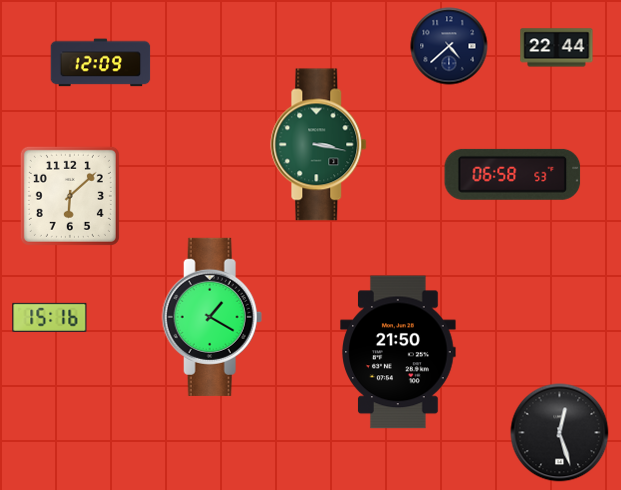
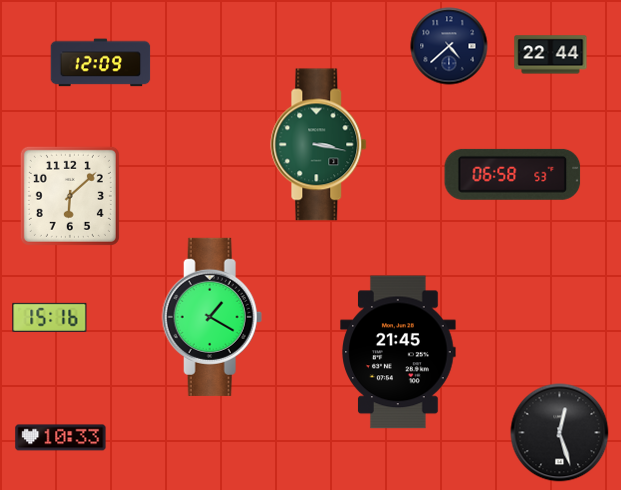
clock at (557, 48) position: (557, 48) -> (551, 55)
clock at (398, 352): 21:50 -> 21:45
clock at (61, 438): none -> 10:33
